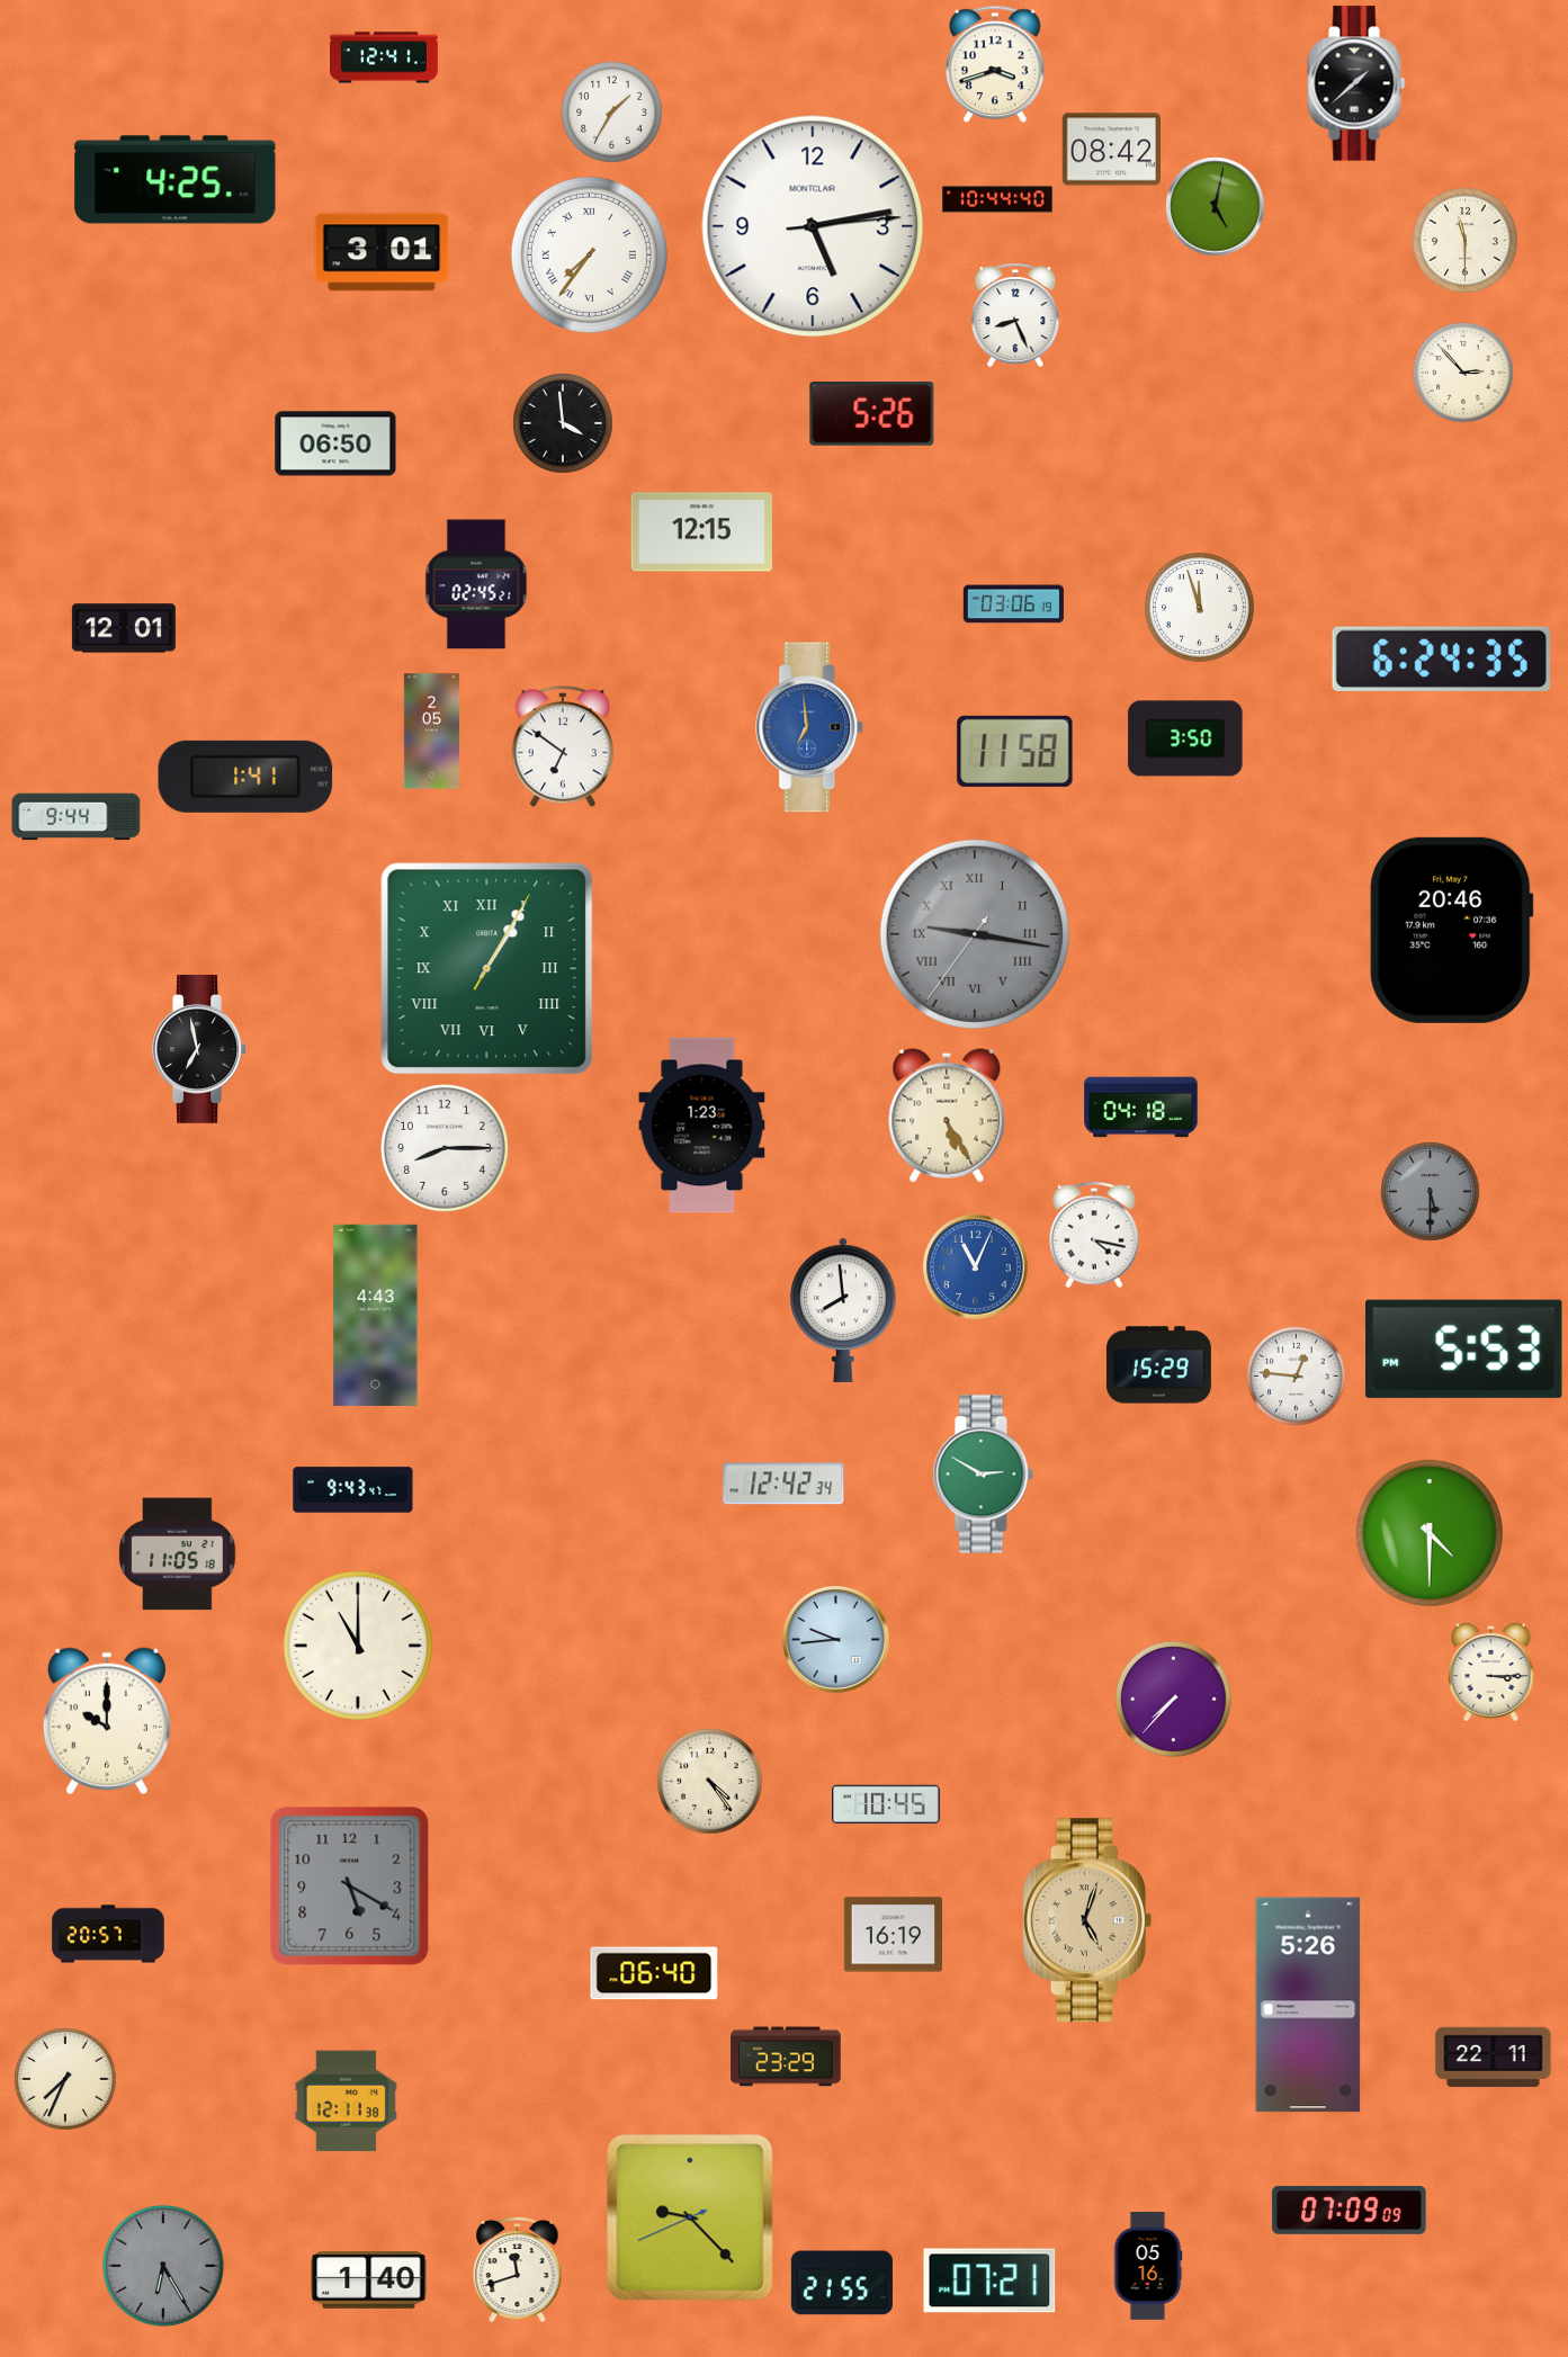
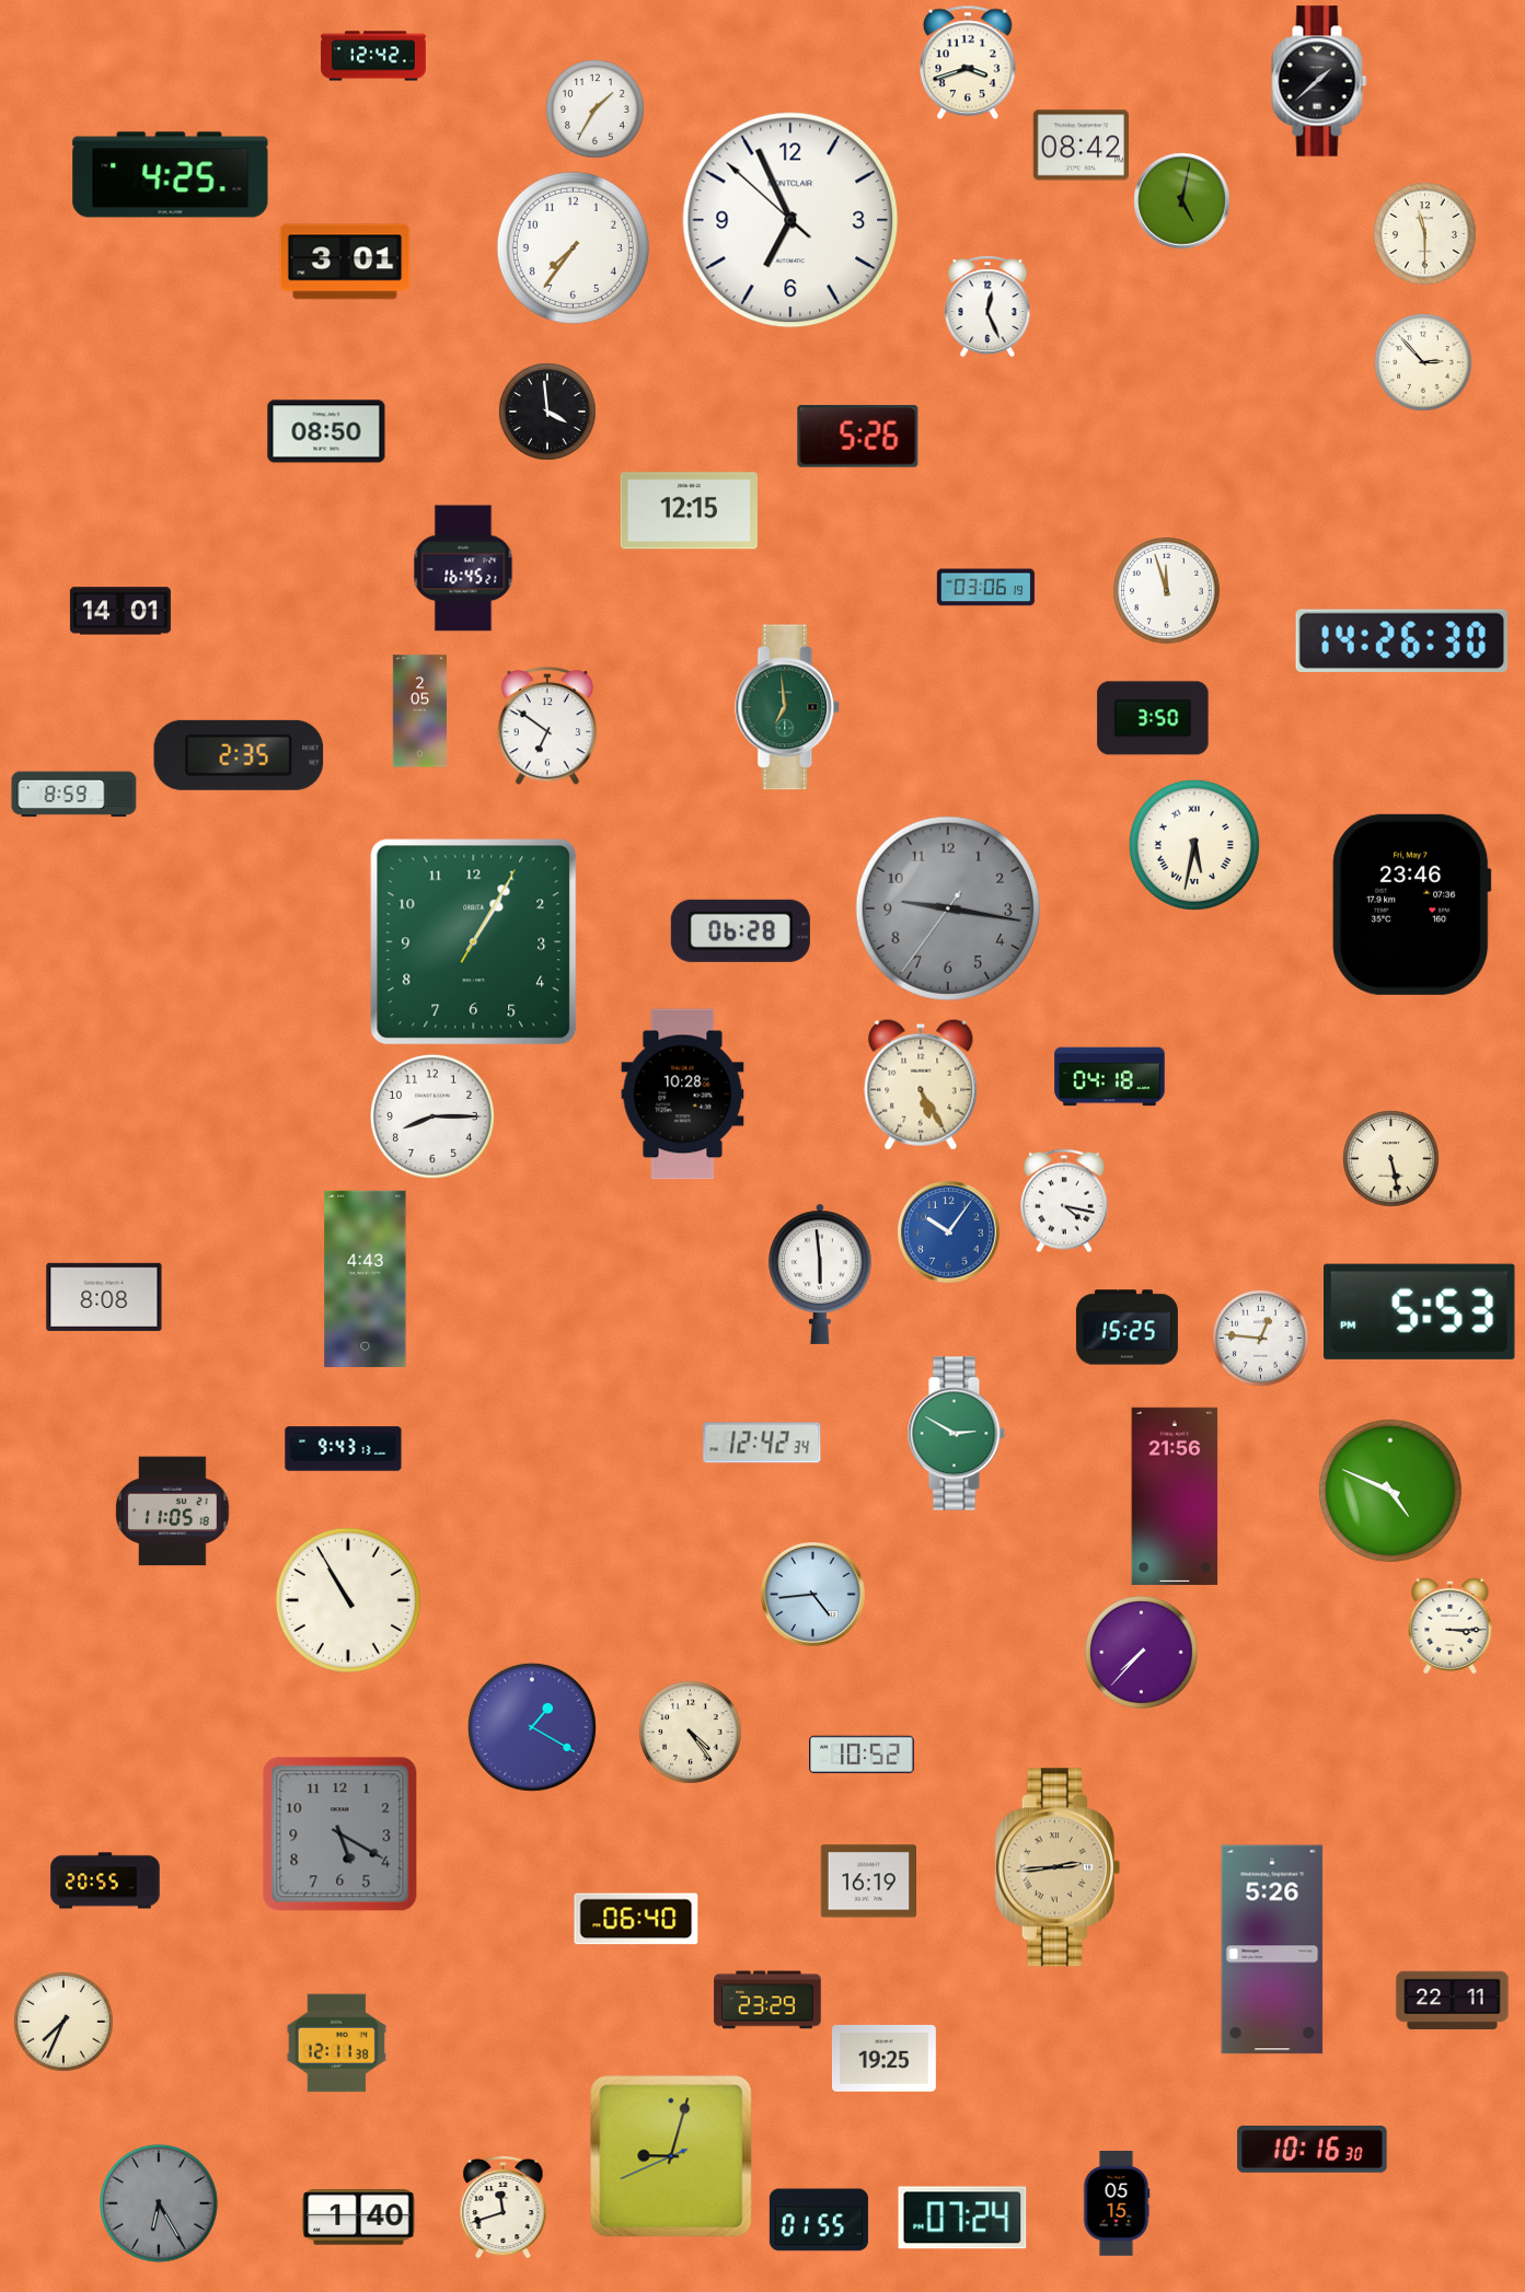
clock at (384, 57): 12:41 -> 12:42
clock at (997, 199): 10:44 -> none
clock at (813, 226): 5:13 -> 6:55
clock at (382, 252) position: (382, 252) -> (345, 262)
clock at (589, 254) numerals: Roman -> Arabic
clock at (1015, 315): 8:26 -> 12:26
clock at (872, 414) position: (872, 414) -> (858, 437)
clock at (335, 443): 06:50 -> 08:50
clock at (701, 532) position: (701, 532) -> (689, 511)
clock at (476, 584): 02:45 -> 16:45
clock at (124, 628): 12:01 -> 14:01
clock at (1441, 658): 6:24 -> 14:26
clock at (810, 727) dial: blue -> green
clock at (1015, 751): 11:58 -> none
clock at (245, 777): 1:41 -> 2:35
clock at (77, 817): 9:44 -> 8:59
clock at (1194, 845): none -> 5:32
clock at (1452, 930): 20:46 -> 23:46
clock at (975, 934) numerals: Roman -> Arabic
clock at (740, 930): none -> 06:28
clock at (487, 969) numerals: Roman -> Arabic
clock at (199, 1049): 6:58 -> none
clock at (702, 1126): 1:23 -> 10:28
clock at (1431, 1192): 5:30 -> 5:28
clock at (1431, 1192) dial: grey -> cream
clock at (976, 1267): 11:04 -> 10:06
clock at (843, 1310): 7:59 -> 5:59
clock at (104, 1297): none -> 8:08
clock at (1464, 1348) position: (1464, 1348) -> (1420, 1311)
clock at (1158, 1365): 15:29 -> 15:25
clock at (353, 1490): 9:43:47 -> 9:43:13
clock at (1430, 1533): 4:30 -> 4:49
clock at (1175, 1496): none -> 21:56
clock at (835, 1639): 9:44 -> 4:44
clock at (358, 1646): 11:00 -> 10:55
clock at (107, 1721): 10:00 -> none
clock at (532, 1727): none -> 1:20
clock at (887, 1804): 10:45 -> 10:52
clock at (1087, 1920): 5:03 -> 2:44
clock at (108, 1934): 20:57 -> 20:55
clock at (786, 2056) position: (786, 2056) -> (767, 2000)
clock at (883, 2059): none -> 19:25
clock at (1350, 2211): 07:09 -> 10:16
clock at (690, 2217): 9:22 -> 9:02
clock at (1148, 2266): 05:16 -> 05:15
clock at (989, 2280): 07:21 -> 07:24
clock at (842, 2283): 21:55 -> 01:55
